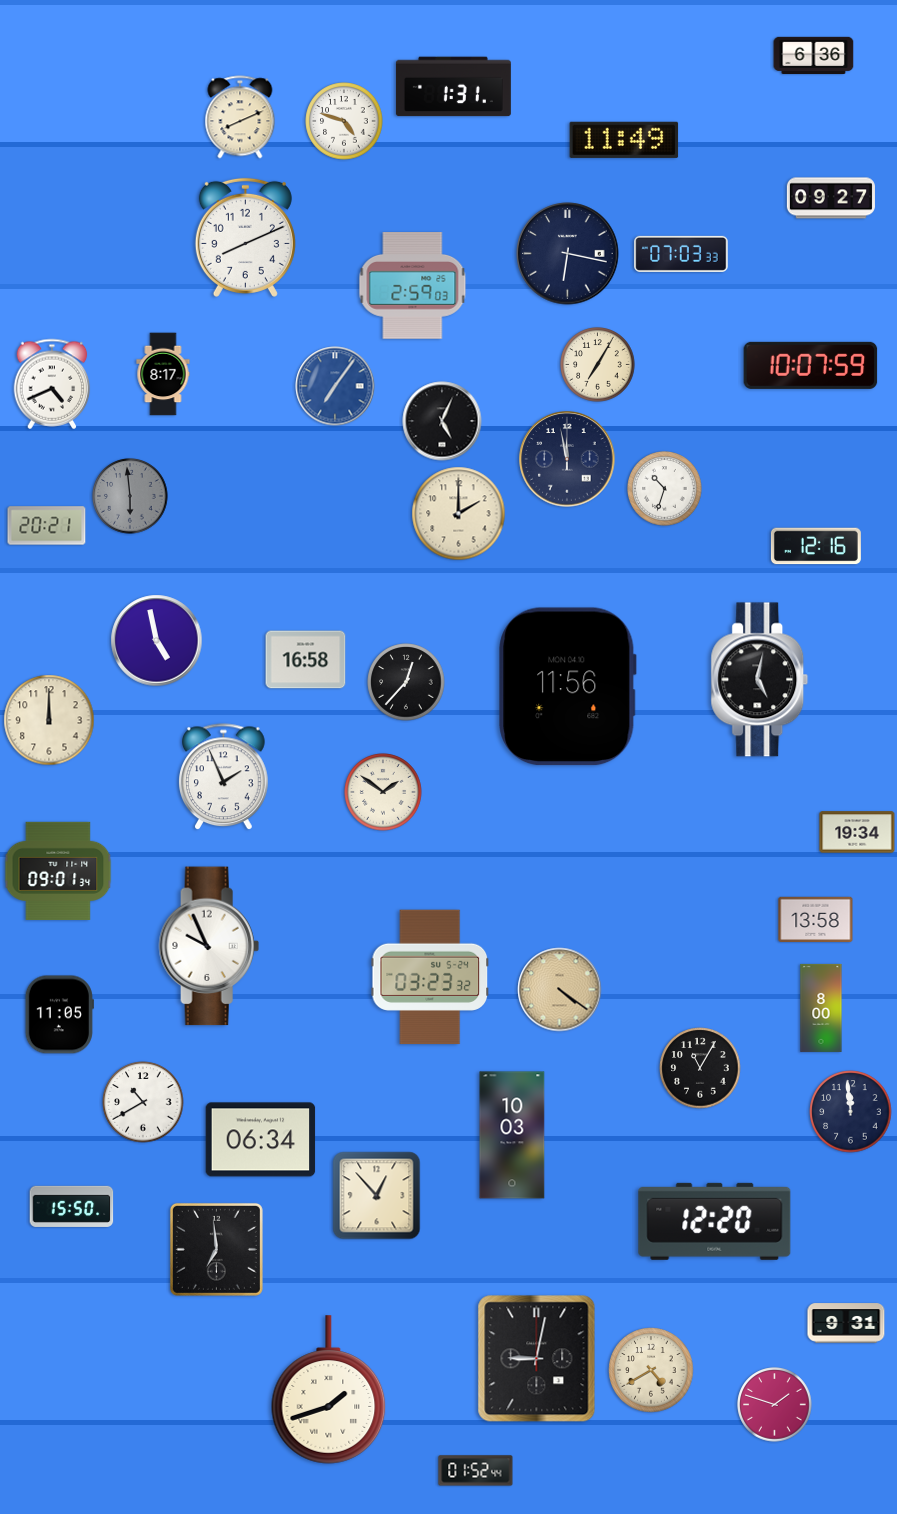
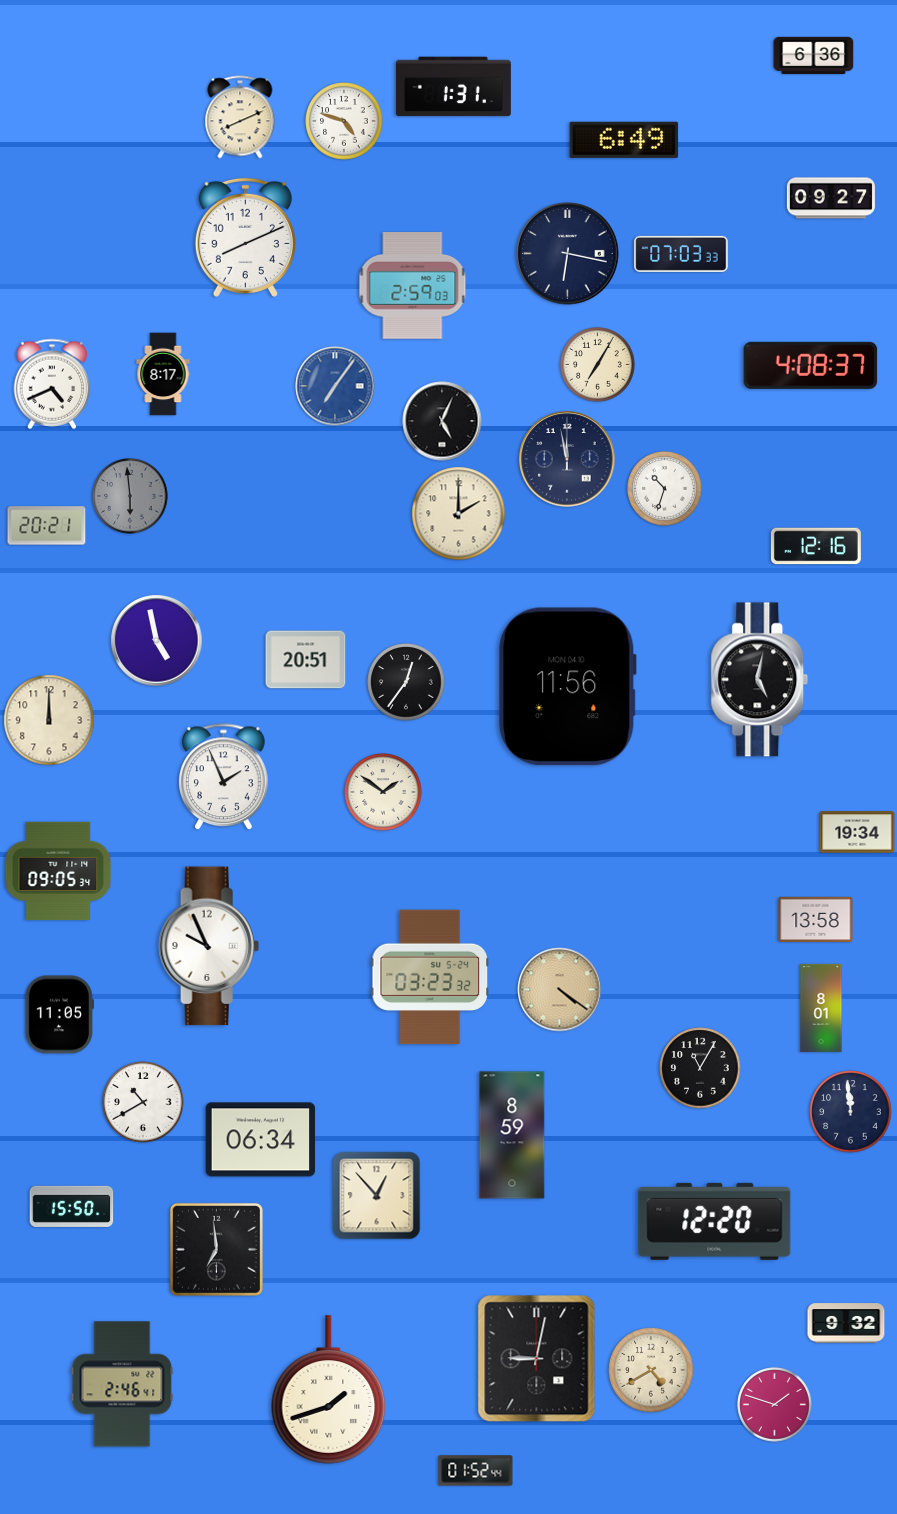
clock at (624, 140): 11:49 -> 6:49
clock at (811, 365): 10:07 -> 4:08
clock at (306, 660): 16:58 -> 20:51
clock at (406, 682): 12:37 -> 12:36
clock at (58, 870): 09:01 -> 09:05
clock at (821, 1008): 8:00 -> 8:01
clock at (512, 1135): 10:03 -> 8:59
clock at (846, 1323): 9:31 -> 9:32
clock at (122, 1384): none -> 2:46
